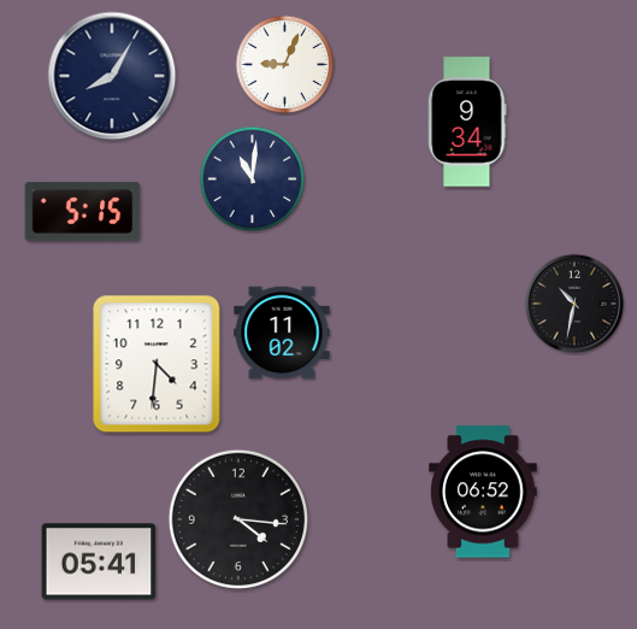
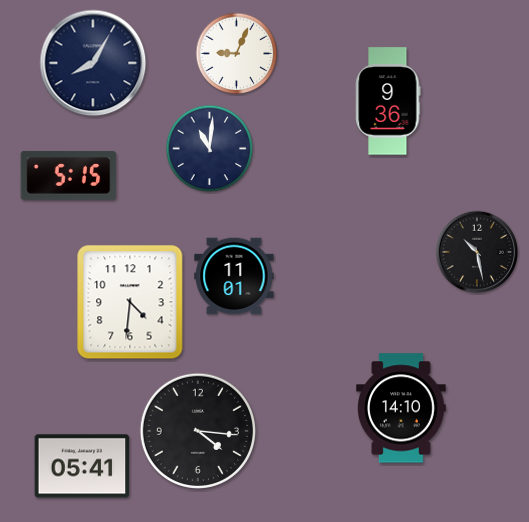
clock at (467, 122): 9:34 -> 9:36
clock at (574, 304): 10:32 -> 10:28
clock at (282, 333): 11:02 -> 11:01
clock at (483, 492): 06:52 -> 14:10
